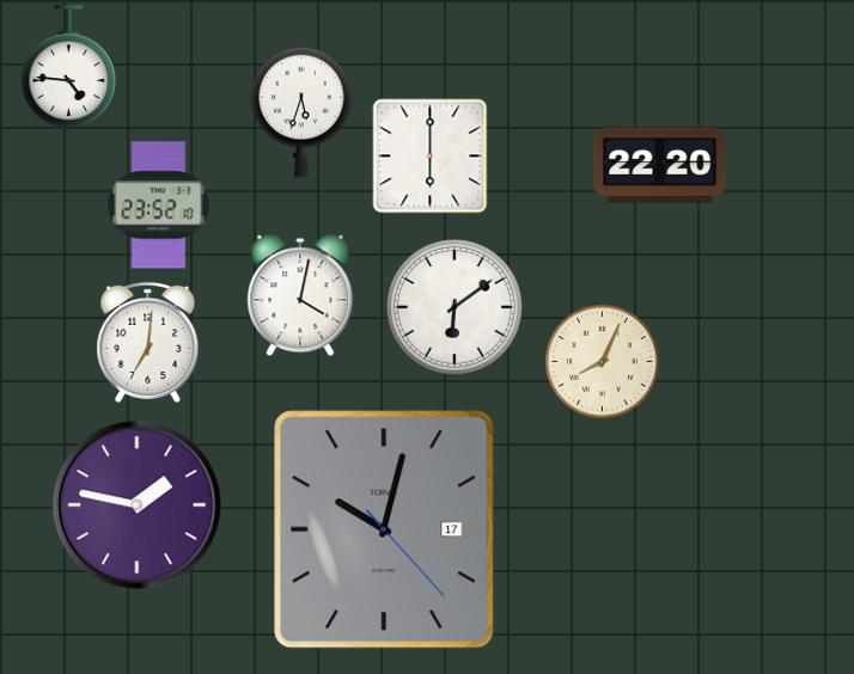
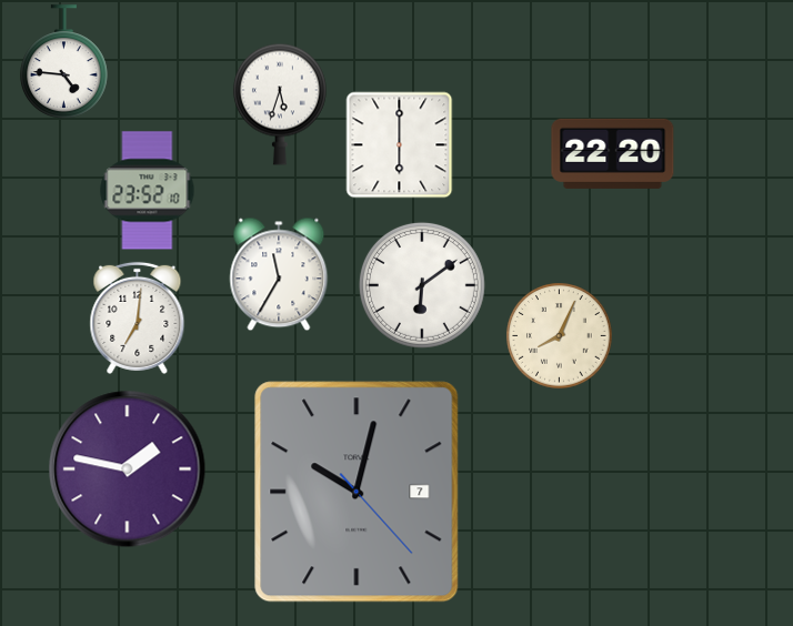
clock at (300, 295): 4:02 -> 11:35
clock at (384, 529) date: 17 -> 7
